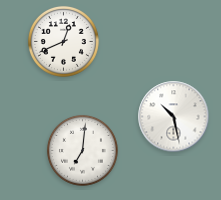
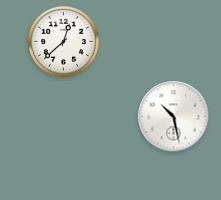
clock at (63, 41): 12:41 -> 12:38
clock at (82, 150): 7:01 -> none
